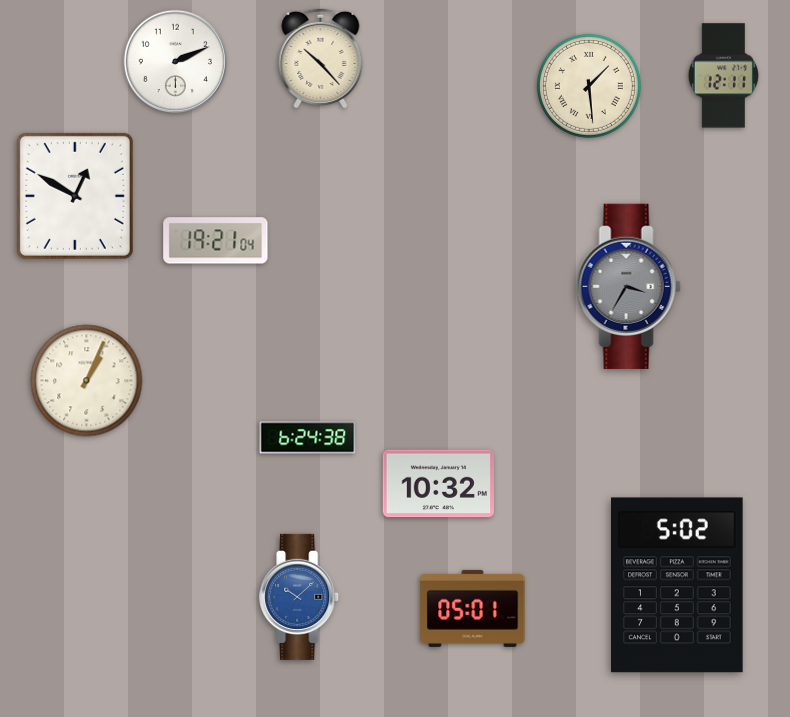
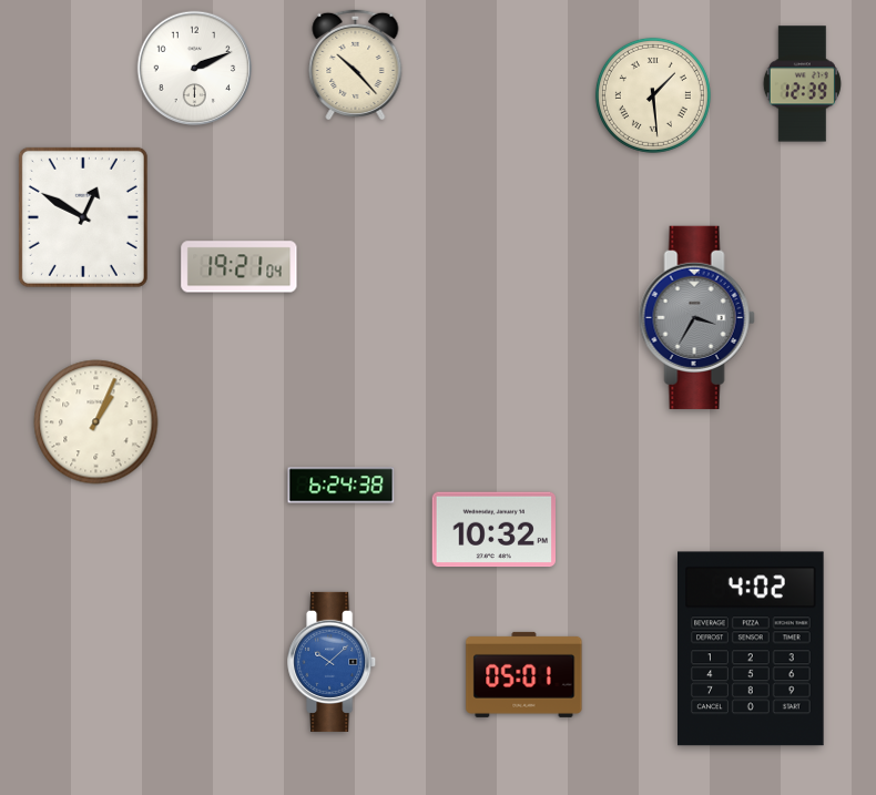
clock at (723, 76): 12:11 -> 12:39
clock at (439, 484) position: (439, 484) -> (495, 530)
clock at (678, 585): 5:02 -> 4:02
